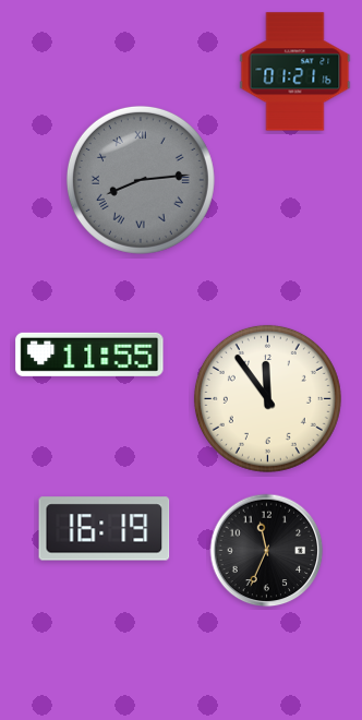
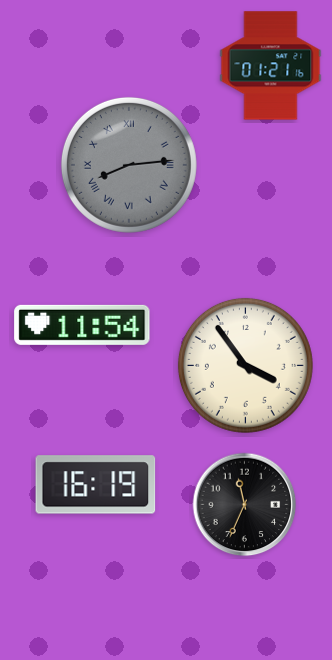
clock at (89, 355): 11:55 -> 11:54
clock at (267, 398): 11:54 -> 3:54
